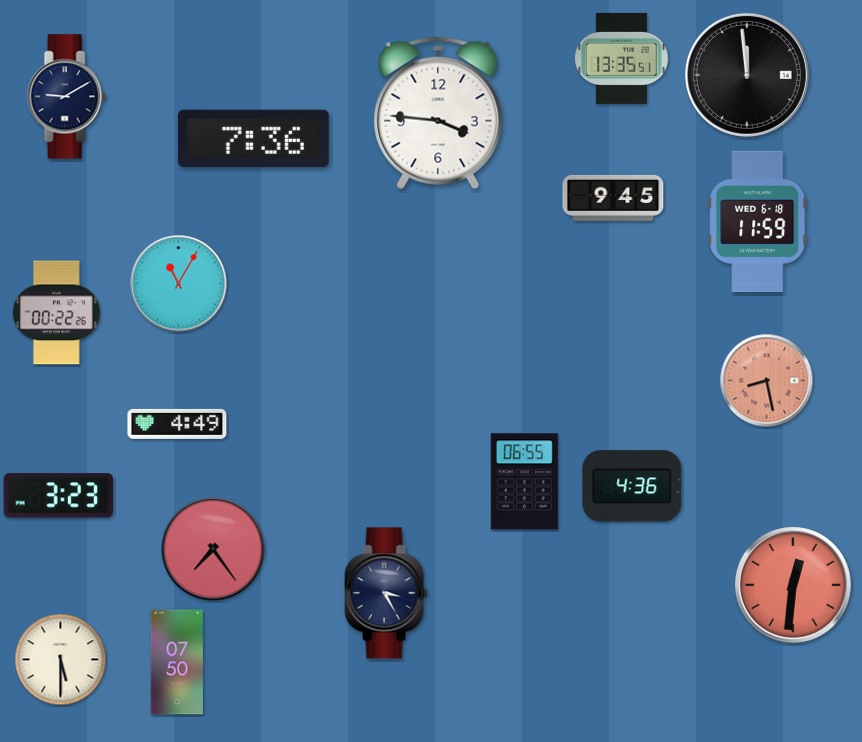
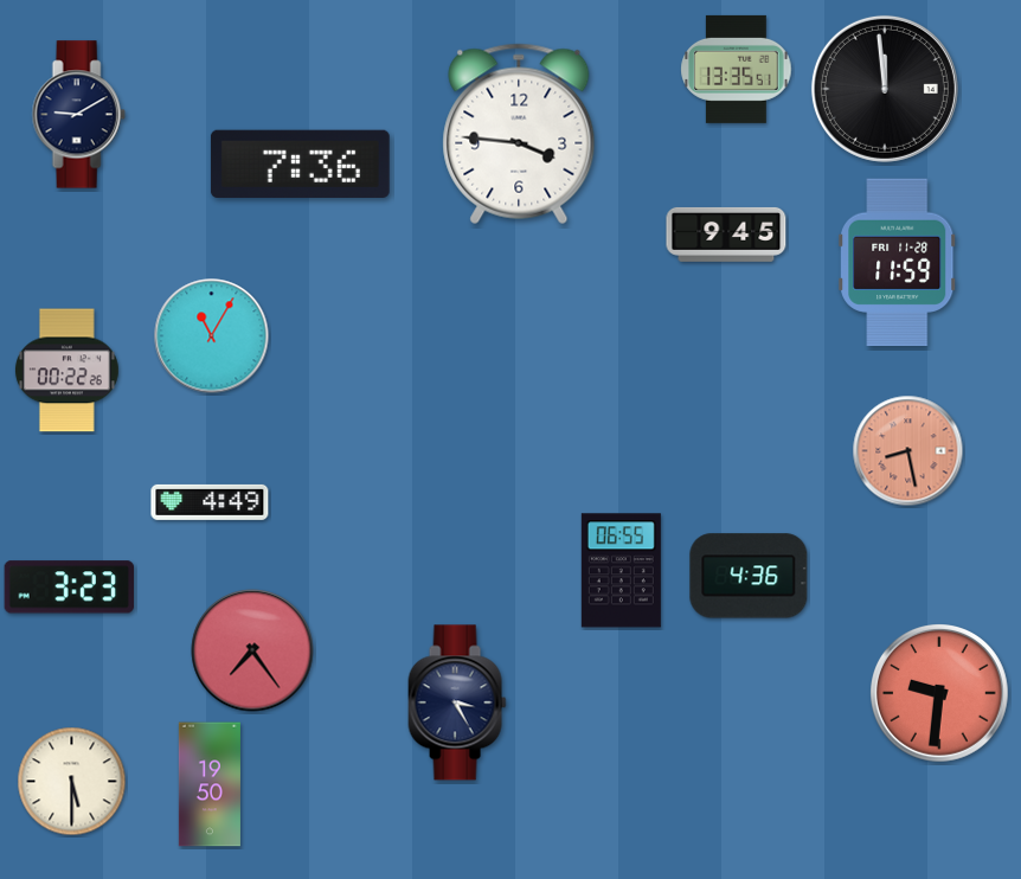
clock at (758, 221) date: WED 6-18 -> FRI 11-28
clock at (794, 586): 12:31 -> 9:31
clock at (177, 662): 07:50 -> 19:50
